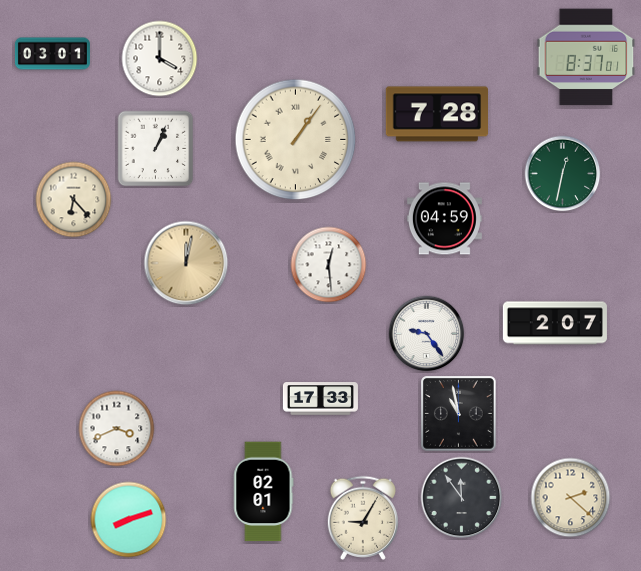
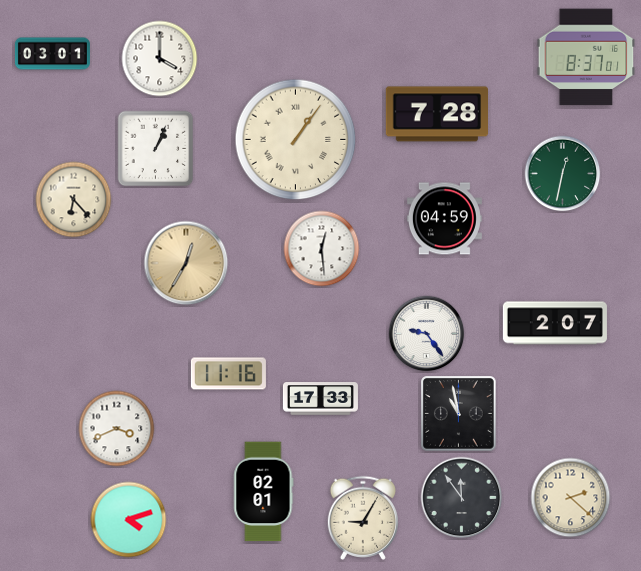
clock at (186, 263): 12:02 -> 12:35
clock at (329, 265) position: (329, 265) -> (322, 249)
clock at (228, 374): none -> 11:16
clock at (129, 520): 8:12 -> 4:12
